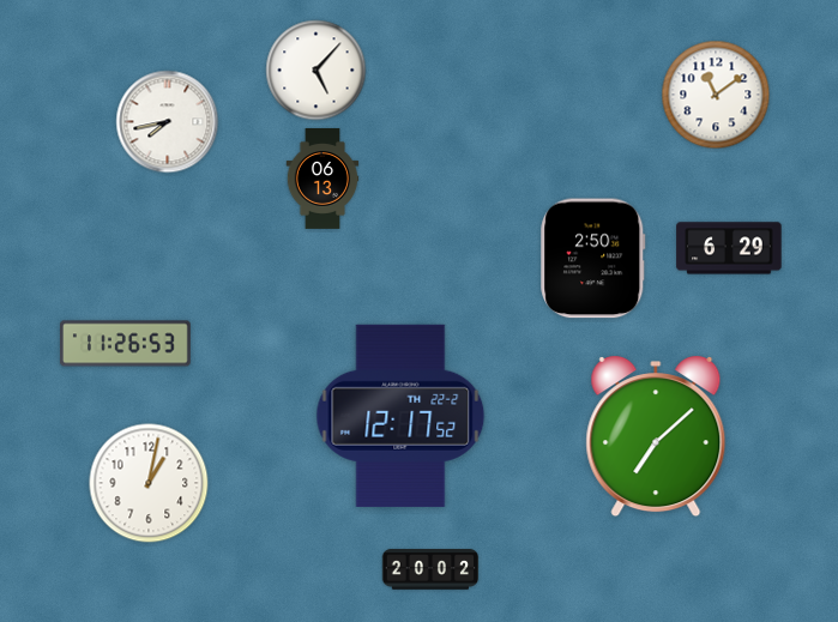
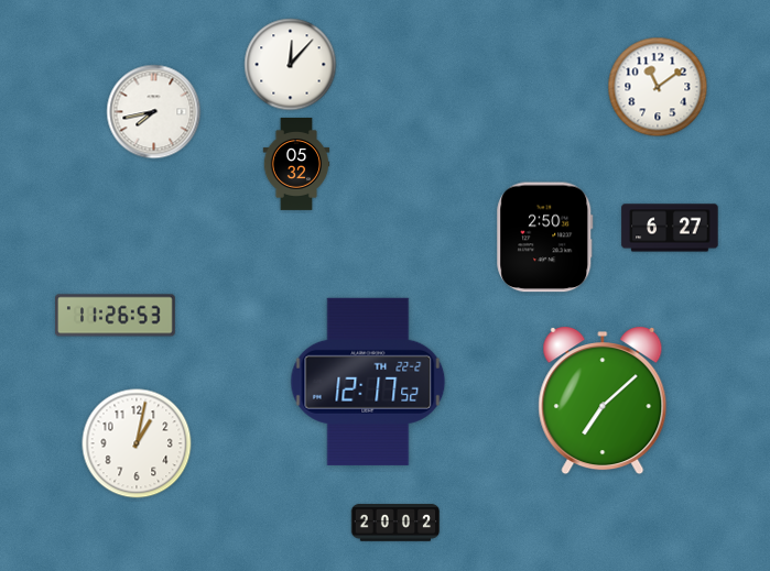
clock at (316, 71): 5:07 -> 12:07
clock at (322, 180): 06:13 -> 05:32
clock at (729, 248): 6:29 -> 6:27
